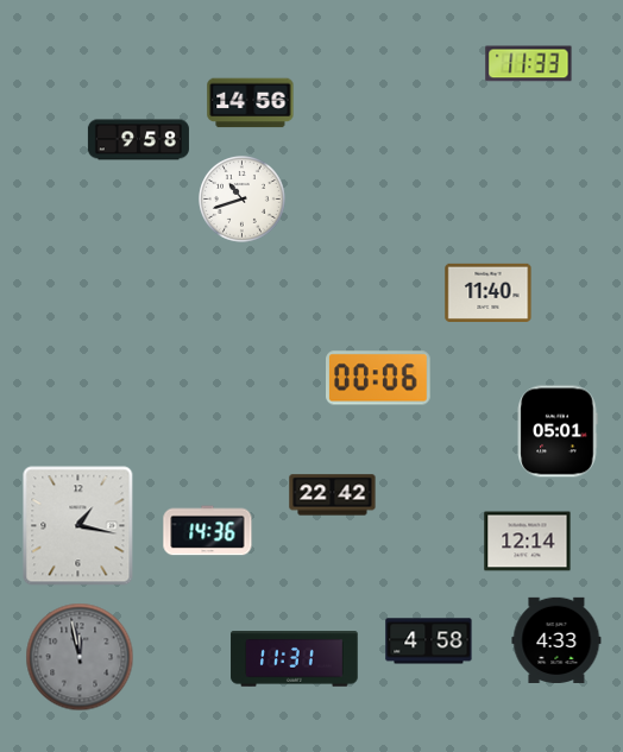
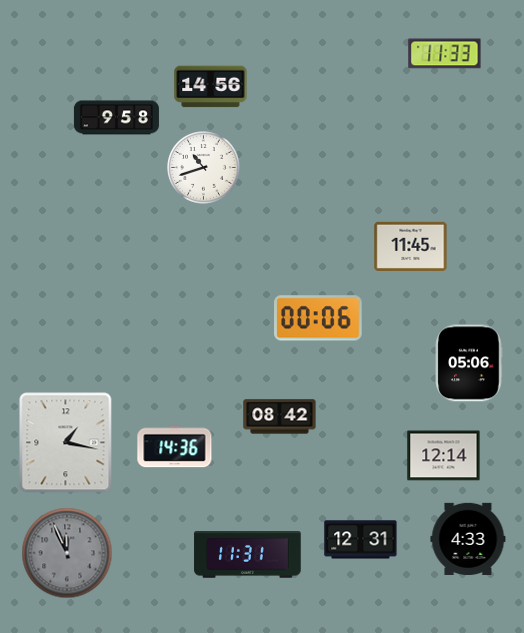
clock at (489, 292): 11:40 -> 11:45
clock at (558, 431): 05:01 -> 05:06
clock at (333, 495): 22:42 -> 08:42
clock at (429, 642): 4:58 -> 12:31
clock at (80, 657): 11:58 -> 11:56
